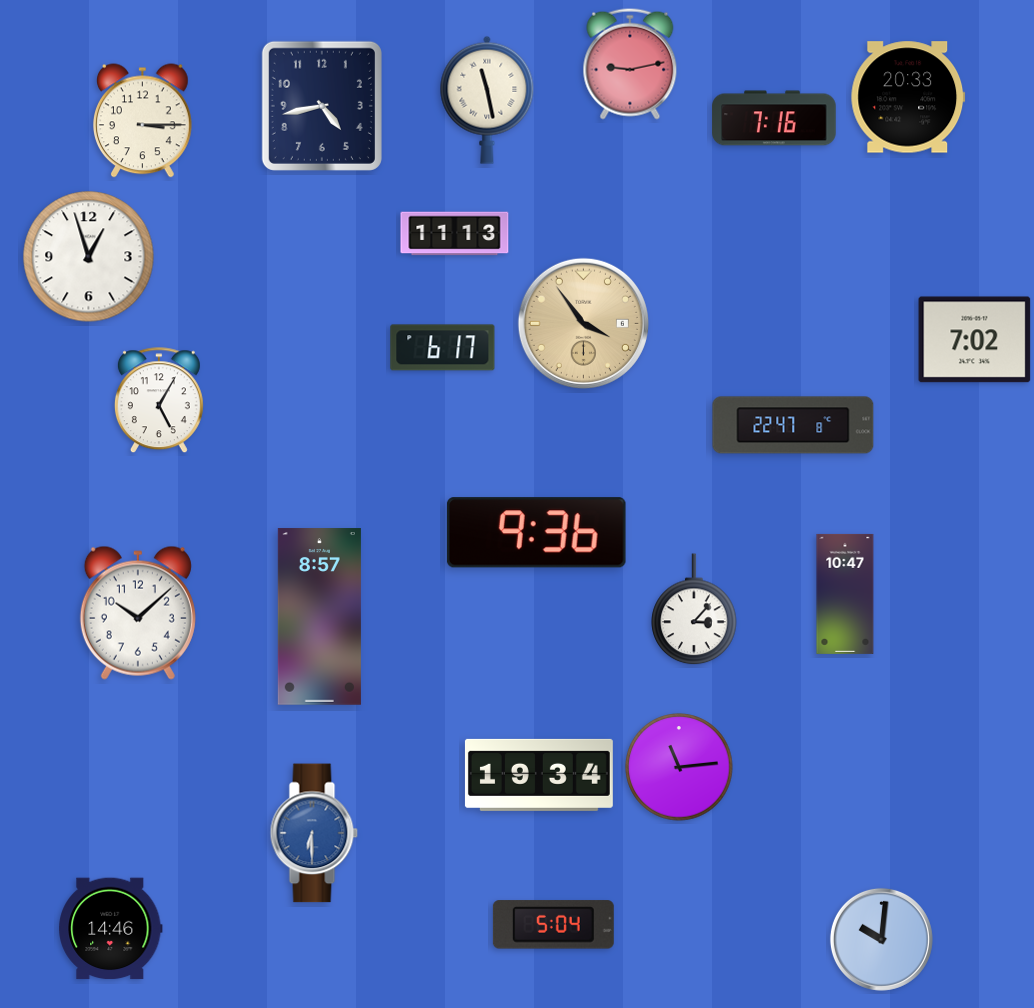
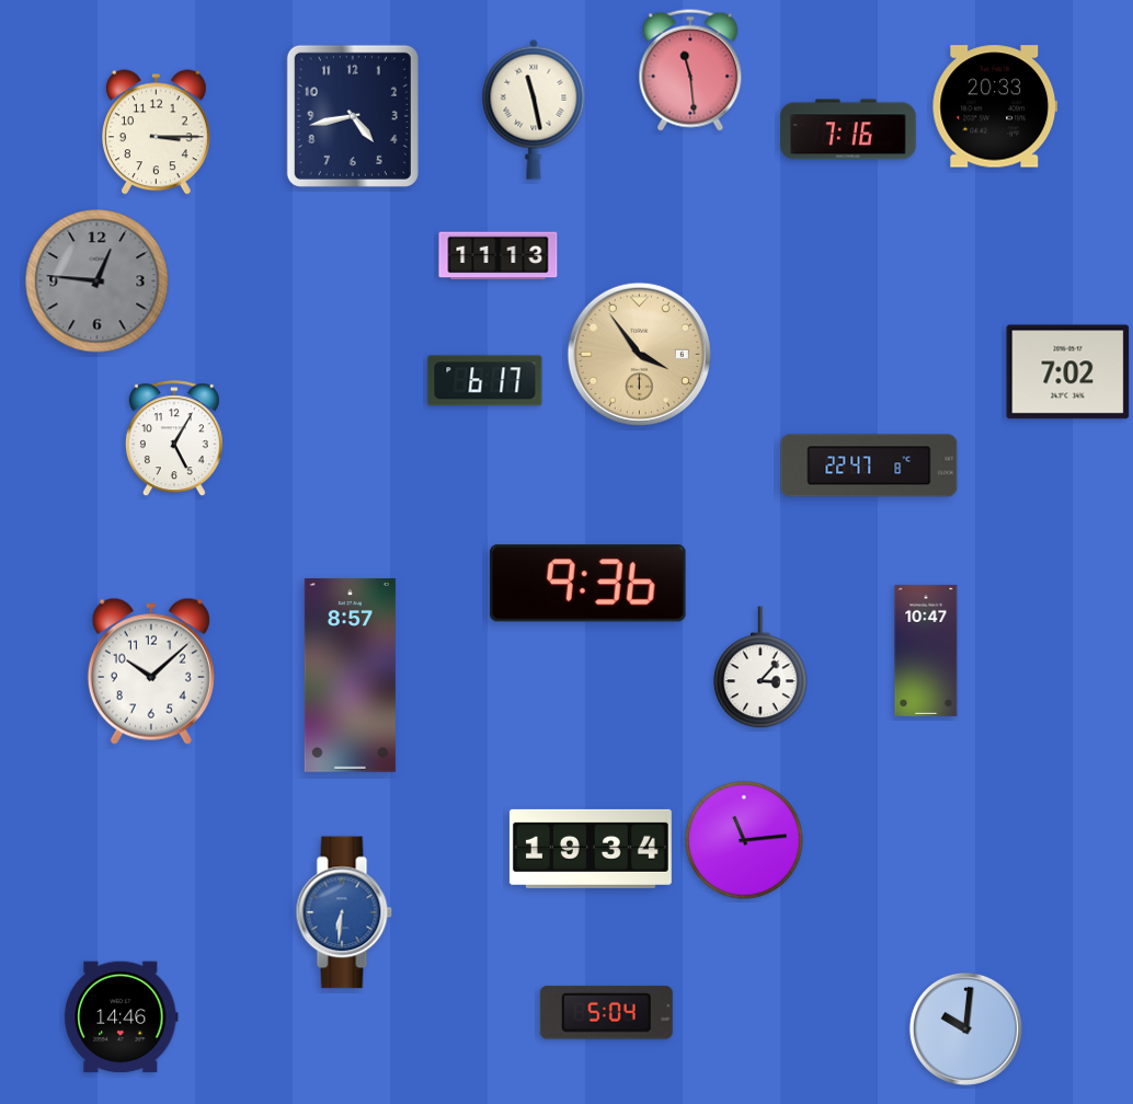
clock at (630, 64): 9:13 -> 11:29
clock at (89, 257): 12:57 -> 12:46
clock at (89, 257) dial: white -> grey
clock at (314, 833): 6:30 -> 6:31
